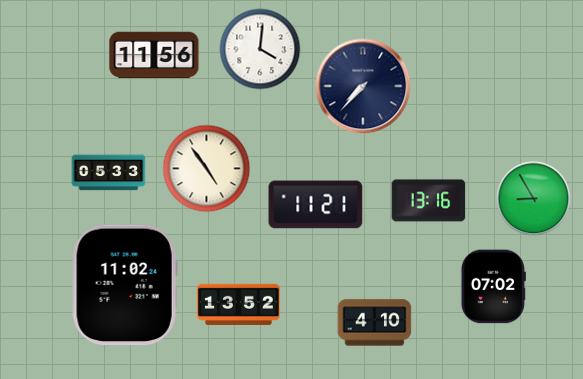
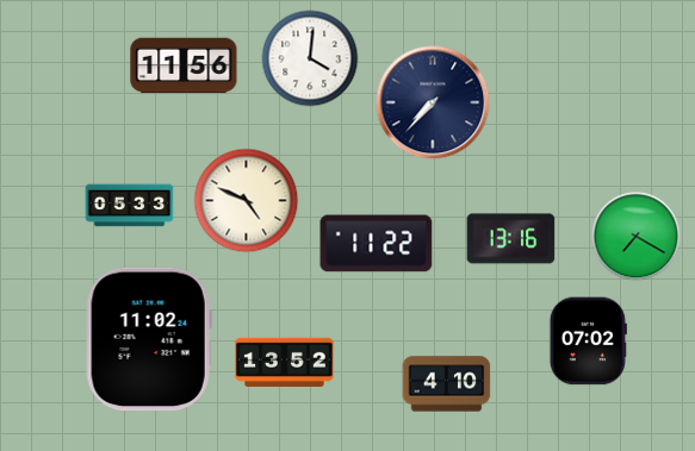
clock at (207, 169): 4:54 -> 4:49
clock at (534, 199): 8:55 -> 7:20
clock at (316, 205): 11:21 -> 11:22
